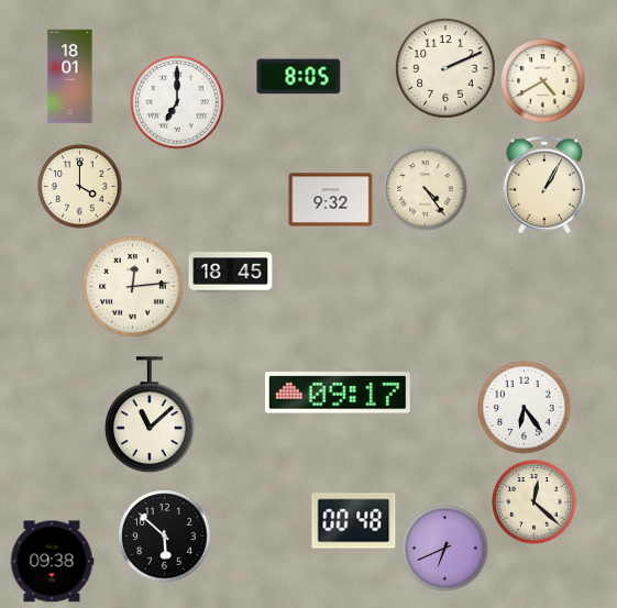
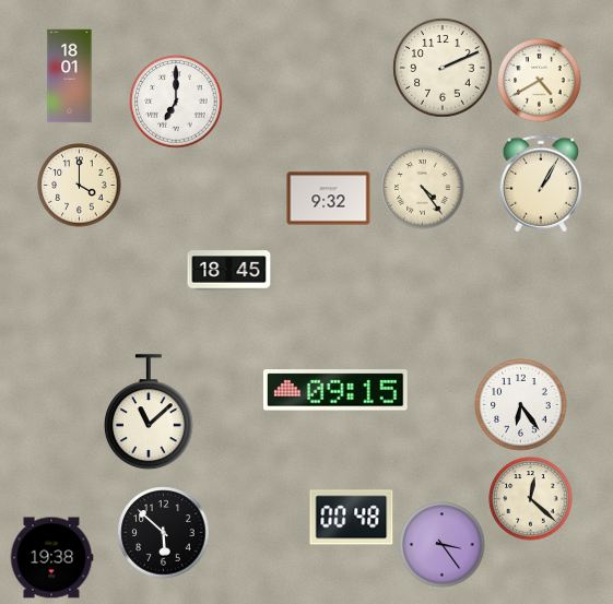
clock at (299, 77): 8:05 -> none
clock at (133, 287): 12:14 -> none
clock at (338, 393): 09:17 -> 09:15
clock at (445, 549): 6:41 -> 3:24
clock at (52, 562): 09:38 -> 19:38
